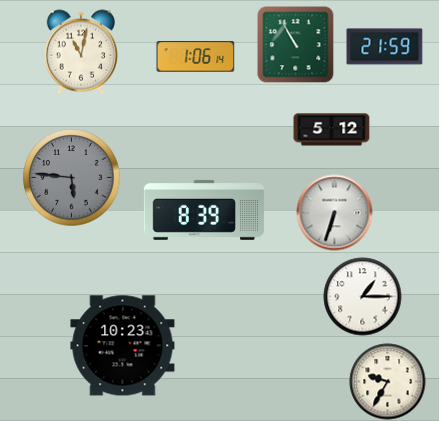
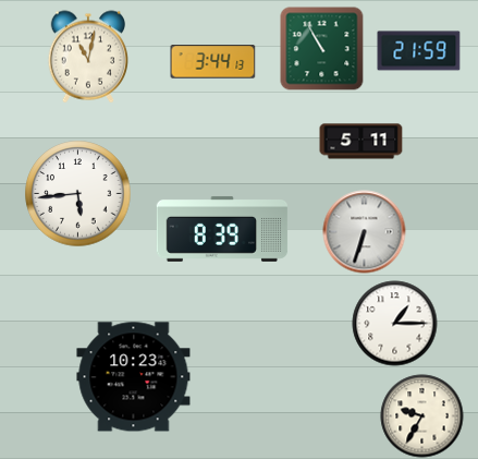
clock at (196, 57): 1:06 -> 3:44
clock at (332, 130): 5:12 -> 5:11
clock at (72, 178): 5:46 -> 5:44
clock at (72, 178) dial: grey -> white
